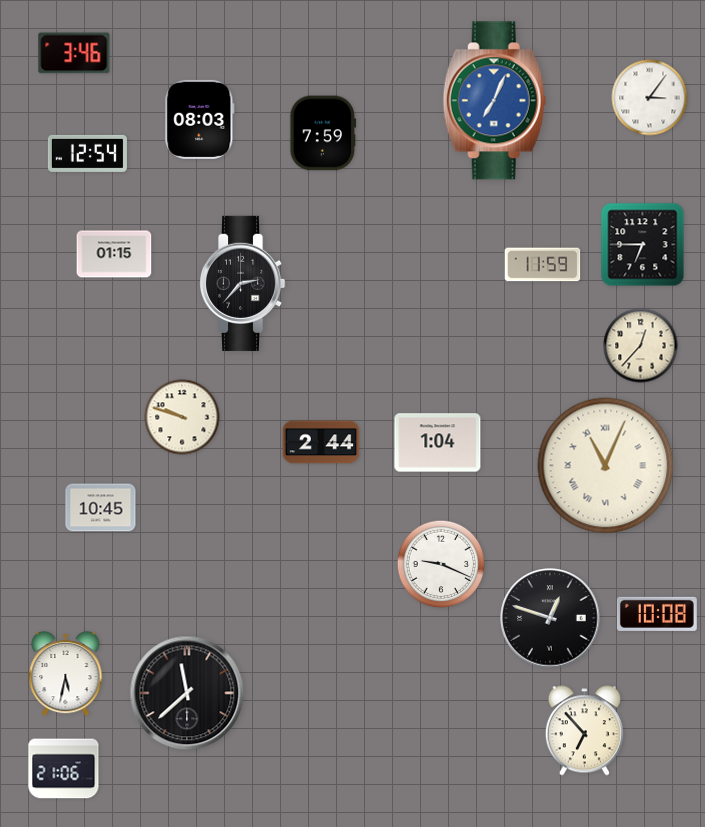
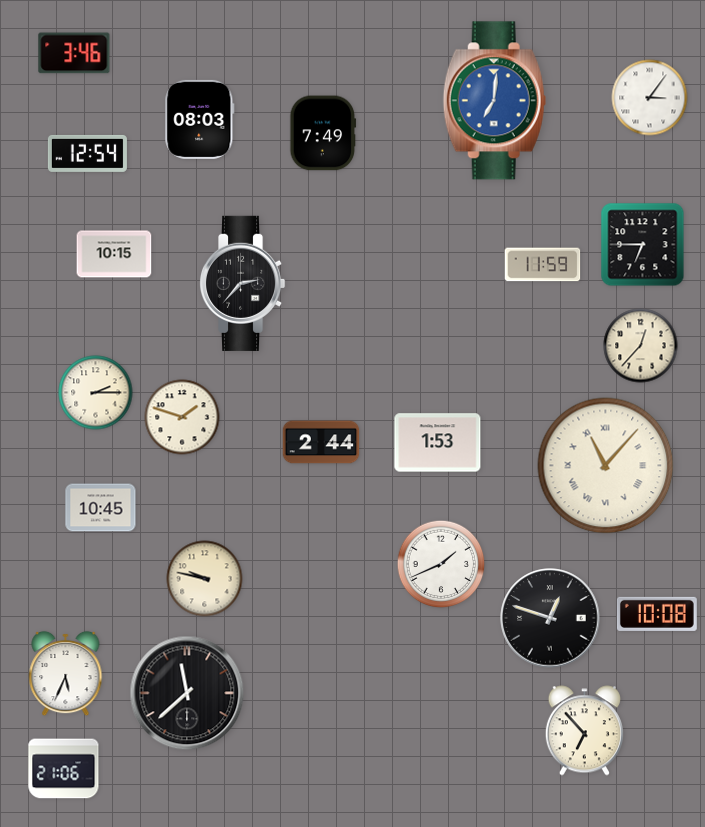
clock at (494, 101): 7:04 -> 7:01
clock at (323, 133): 7:59 -> 7:49
clock at (114, 254): 01:15 -> 10:15
clock at (96, 393): none -> 2:15
clock at (182, 417): 9:48 -> 1:48
clock at (438, 443): 1:04 -> 1:53
clock at (606, 466): 11:04 -> 11:07
clock at (441, 564): 9:19 -> 1:41
clock at (205, 579): none -> 9:47
clock at (66, 674): 5:32 -> 5:34
